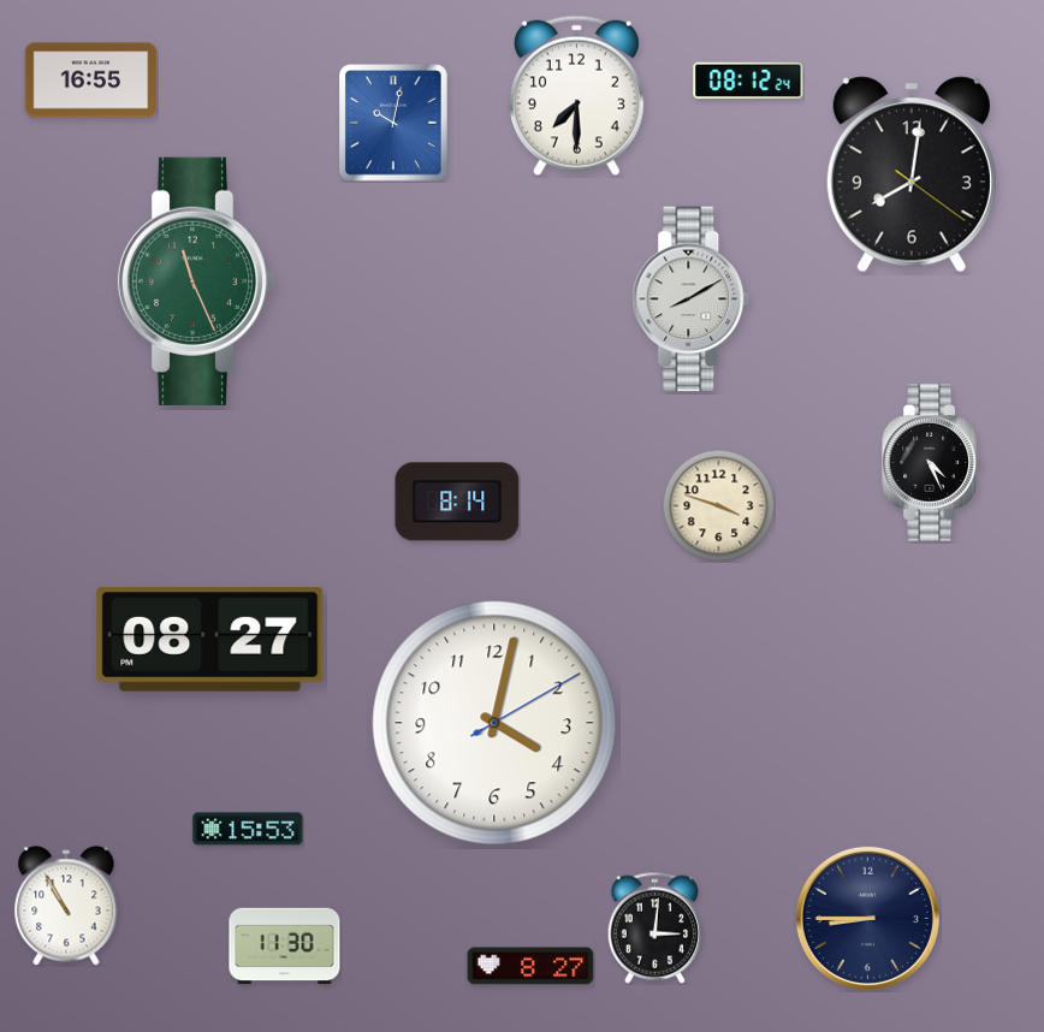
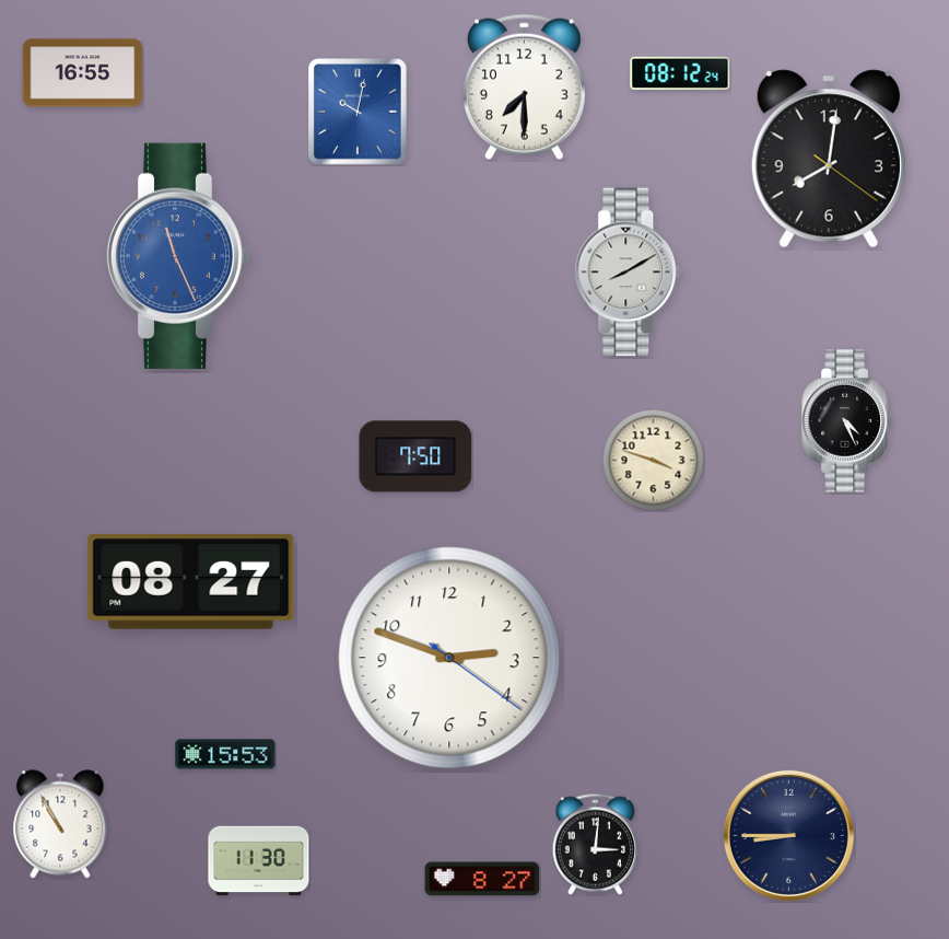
clock at (196, 281) dial: green -> blue
clock at (457, 502): 8:14 -> 7:50
clock at (494, 723): 4:02 -> 2:48
